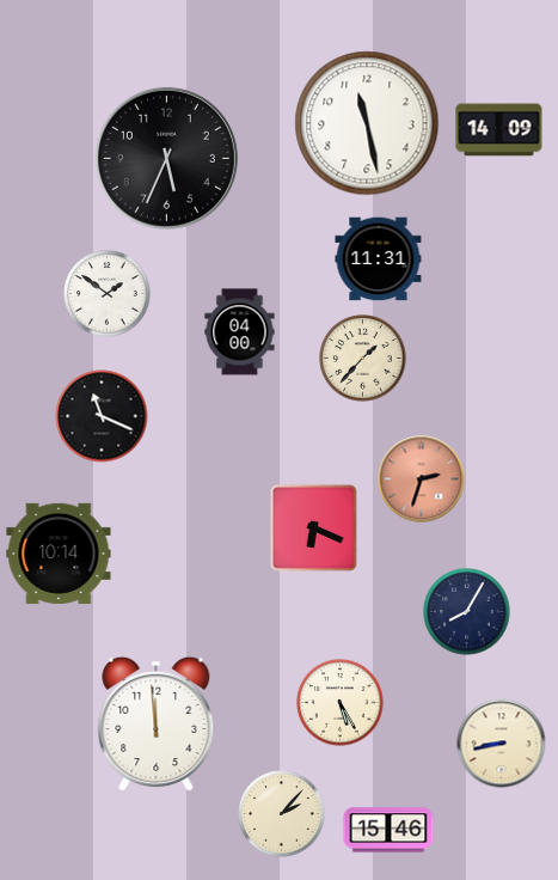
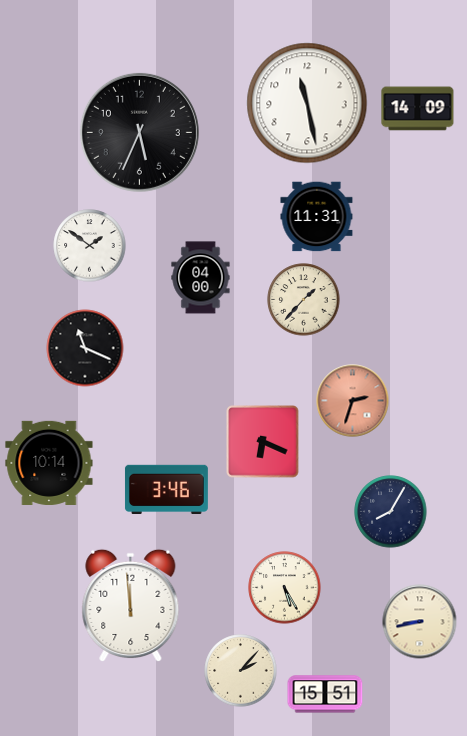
clock at (166, 489): none -> 3:46
clock at (282, 814) position: (282, 814) -> (241, 671)
clock at (388, 830): 15:46 -> 15:51
